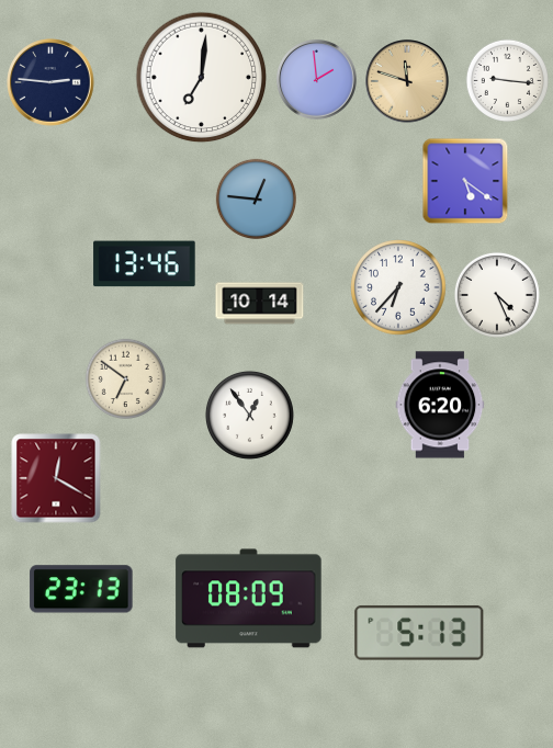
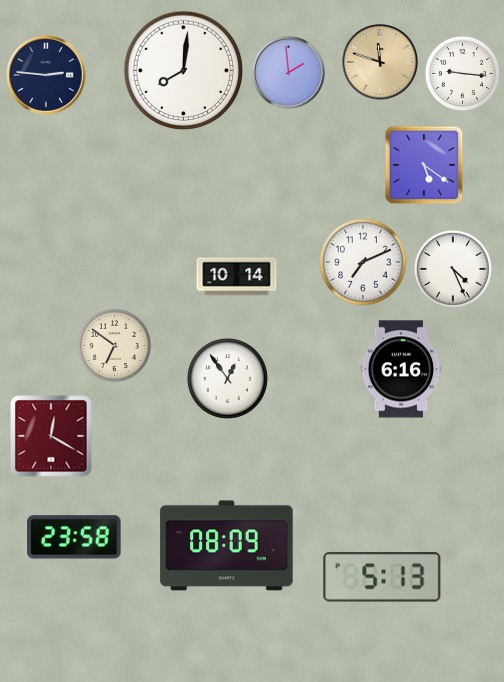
clock at (202, 78): 7:01 -> 8:01
clock at (407, 81) position: (407, 81) -> (380, 62)
clock at (256, 199): 12:46 -> none
clock at (145, 264): 13:46 -> none
clock at (398, 287): 6:37 -> 7:11
clock at (440, 405): 6:20 -> 6:16
clock at (81, 589): 23:13 -> 23:58
